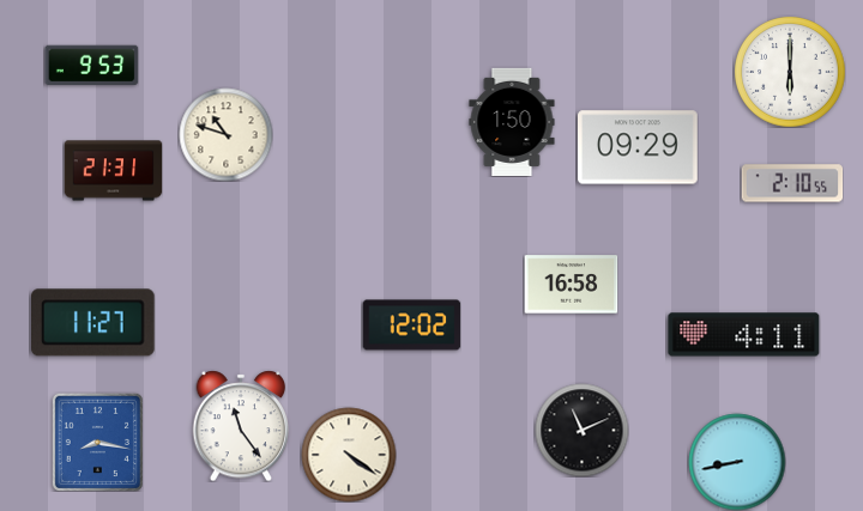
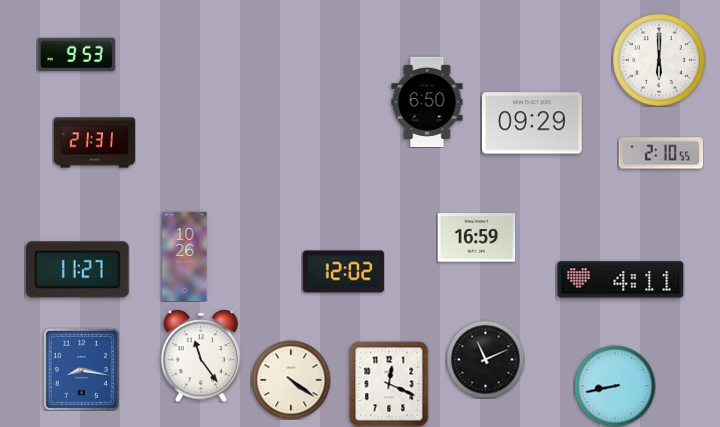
clock at (512, 122): 1:50 -> 6:50
clock at (225, 134): 10:48 -> none
clock at (571, 285): 16:58 -> 16:59
clock at (185, 256): none -> 10:26
clock at (389, 384): none -> 12:19
